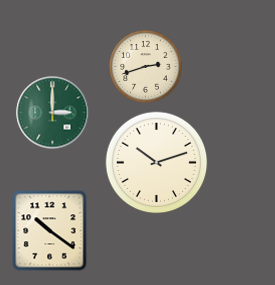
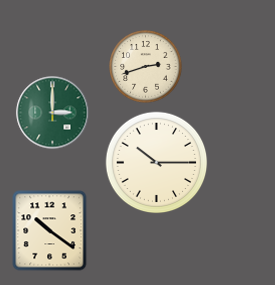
clock at (157, 163): 10:12 -> 10:15
